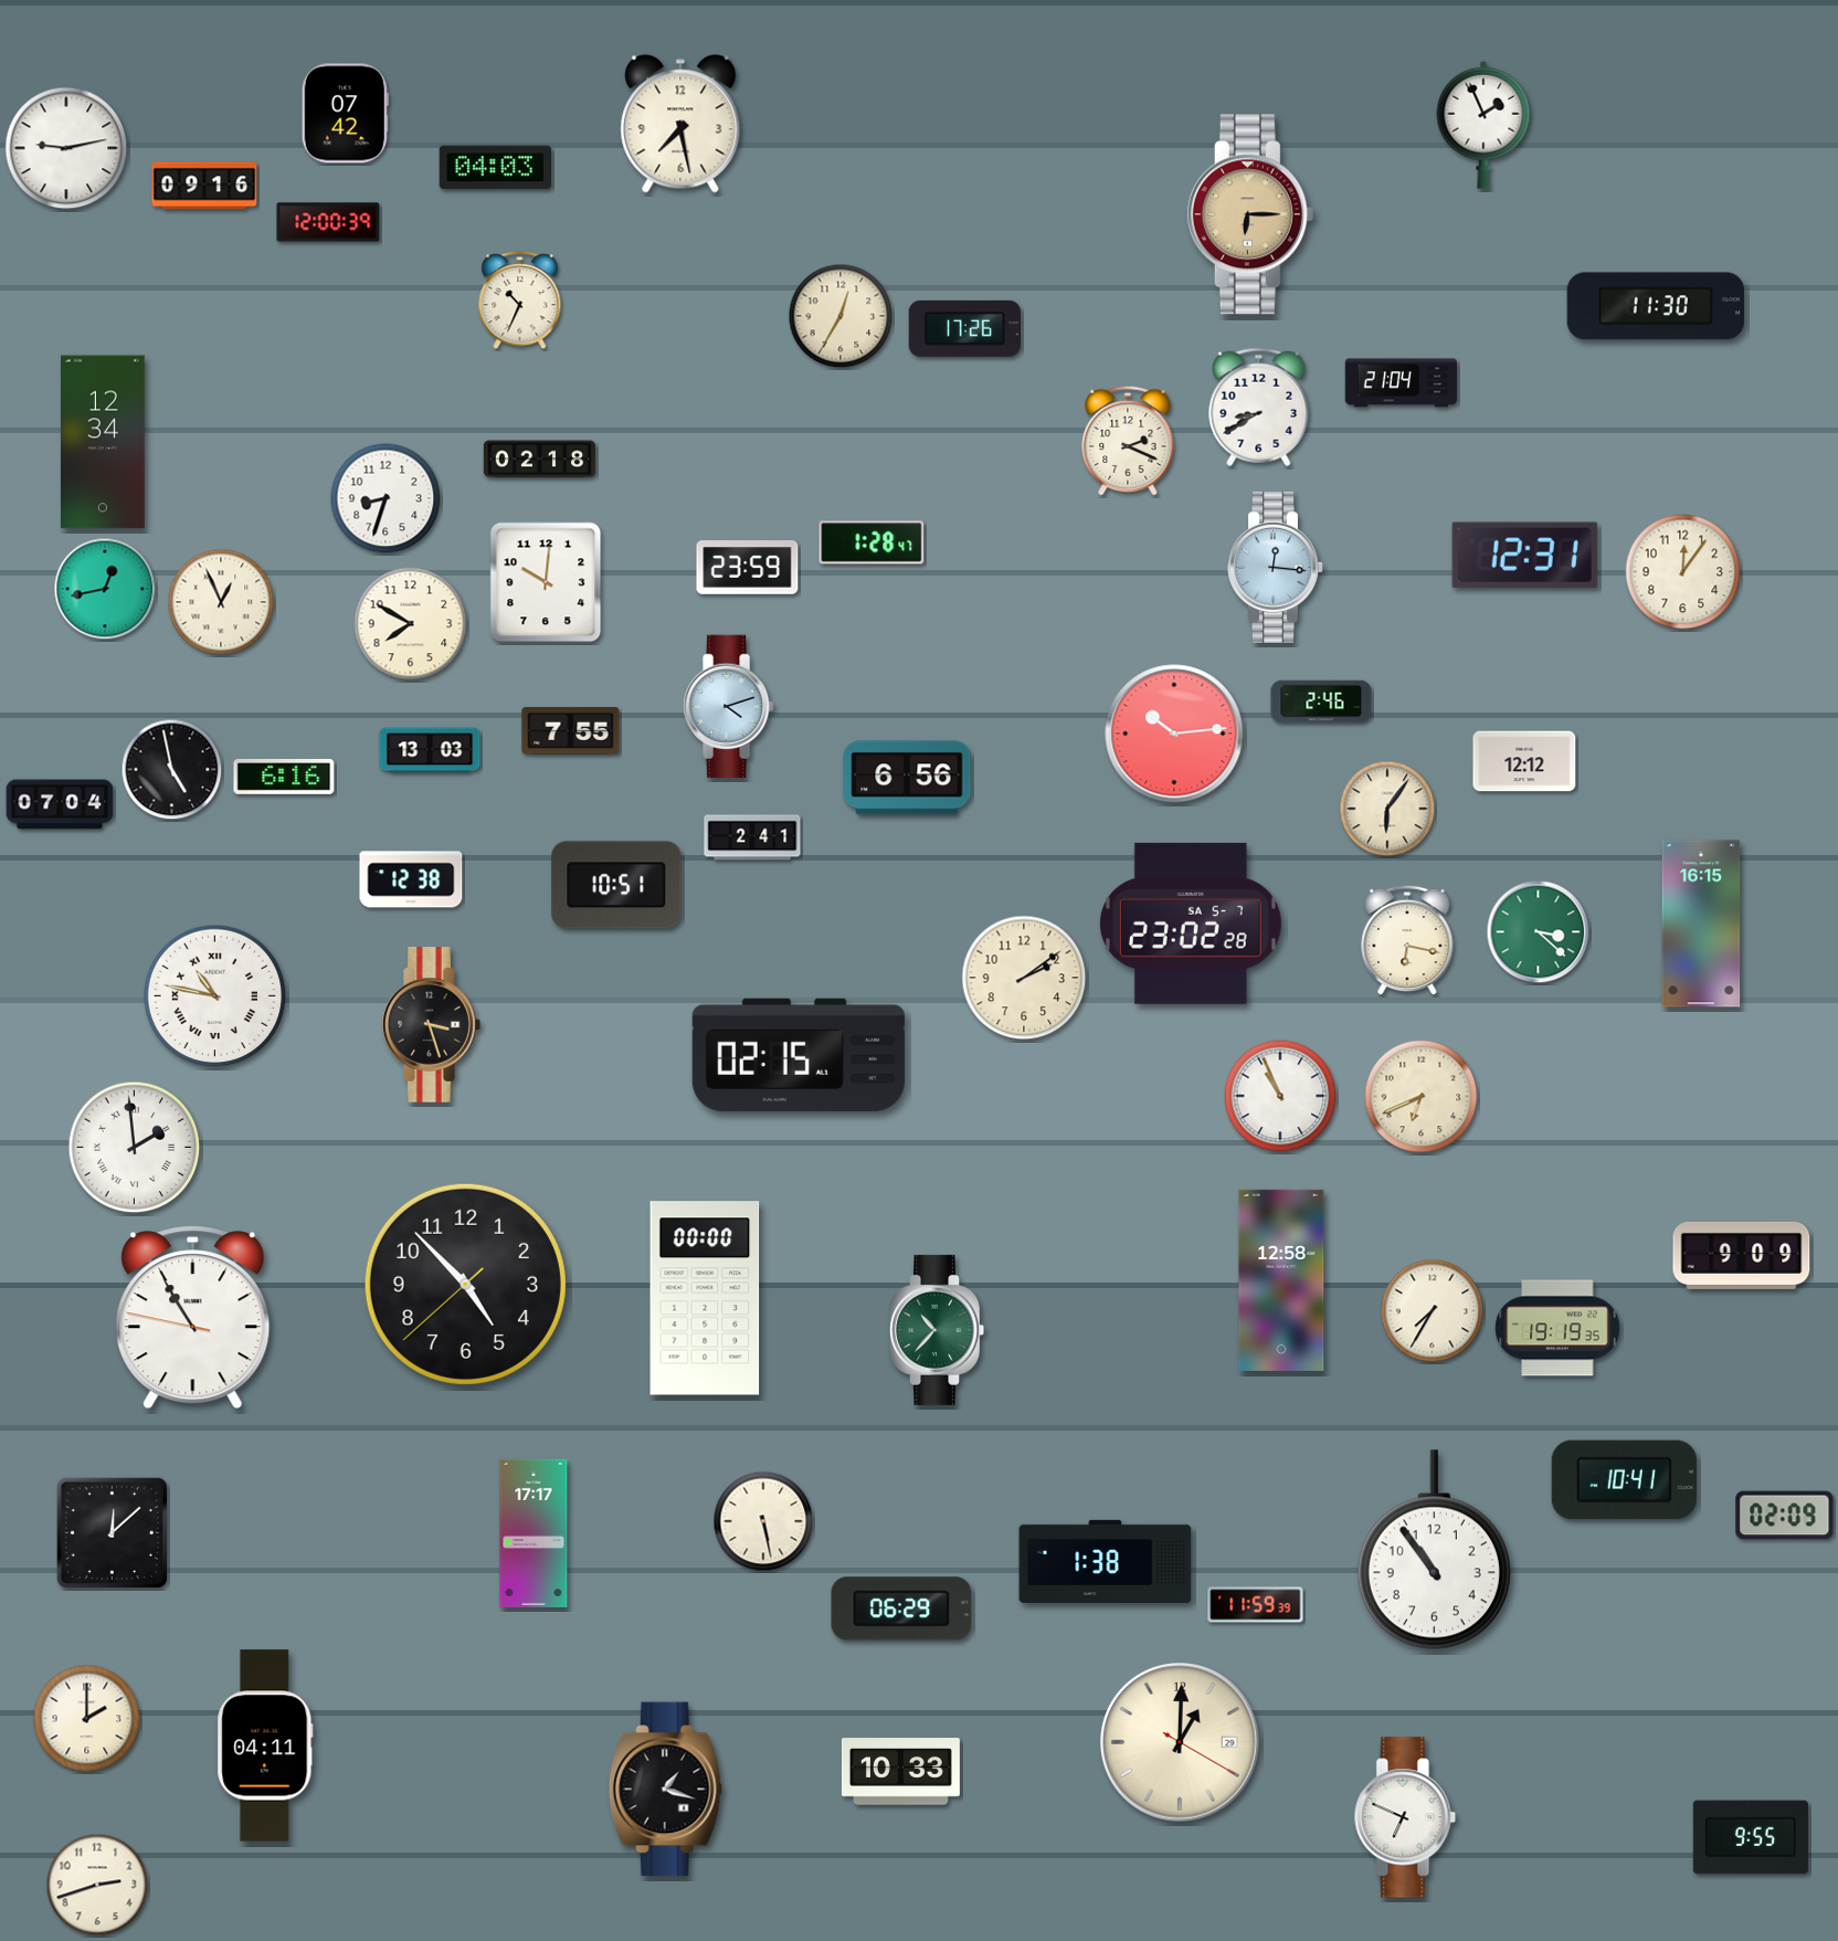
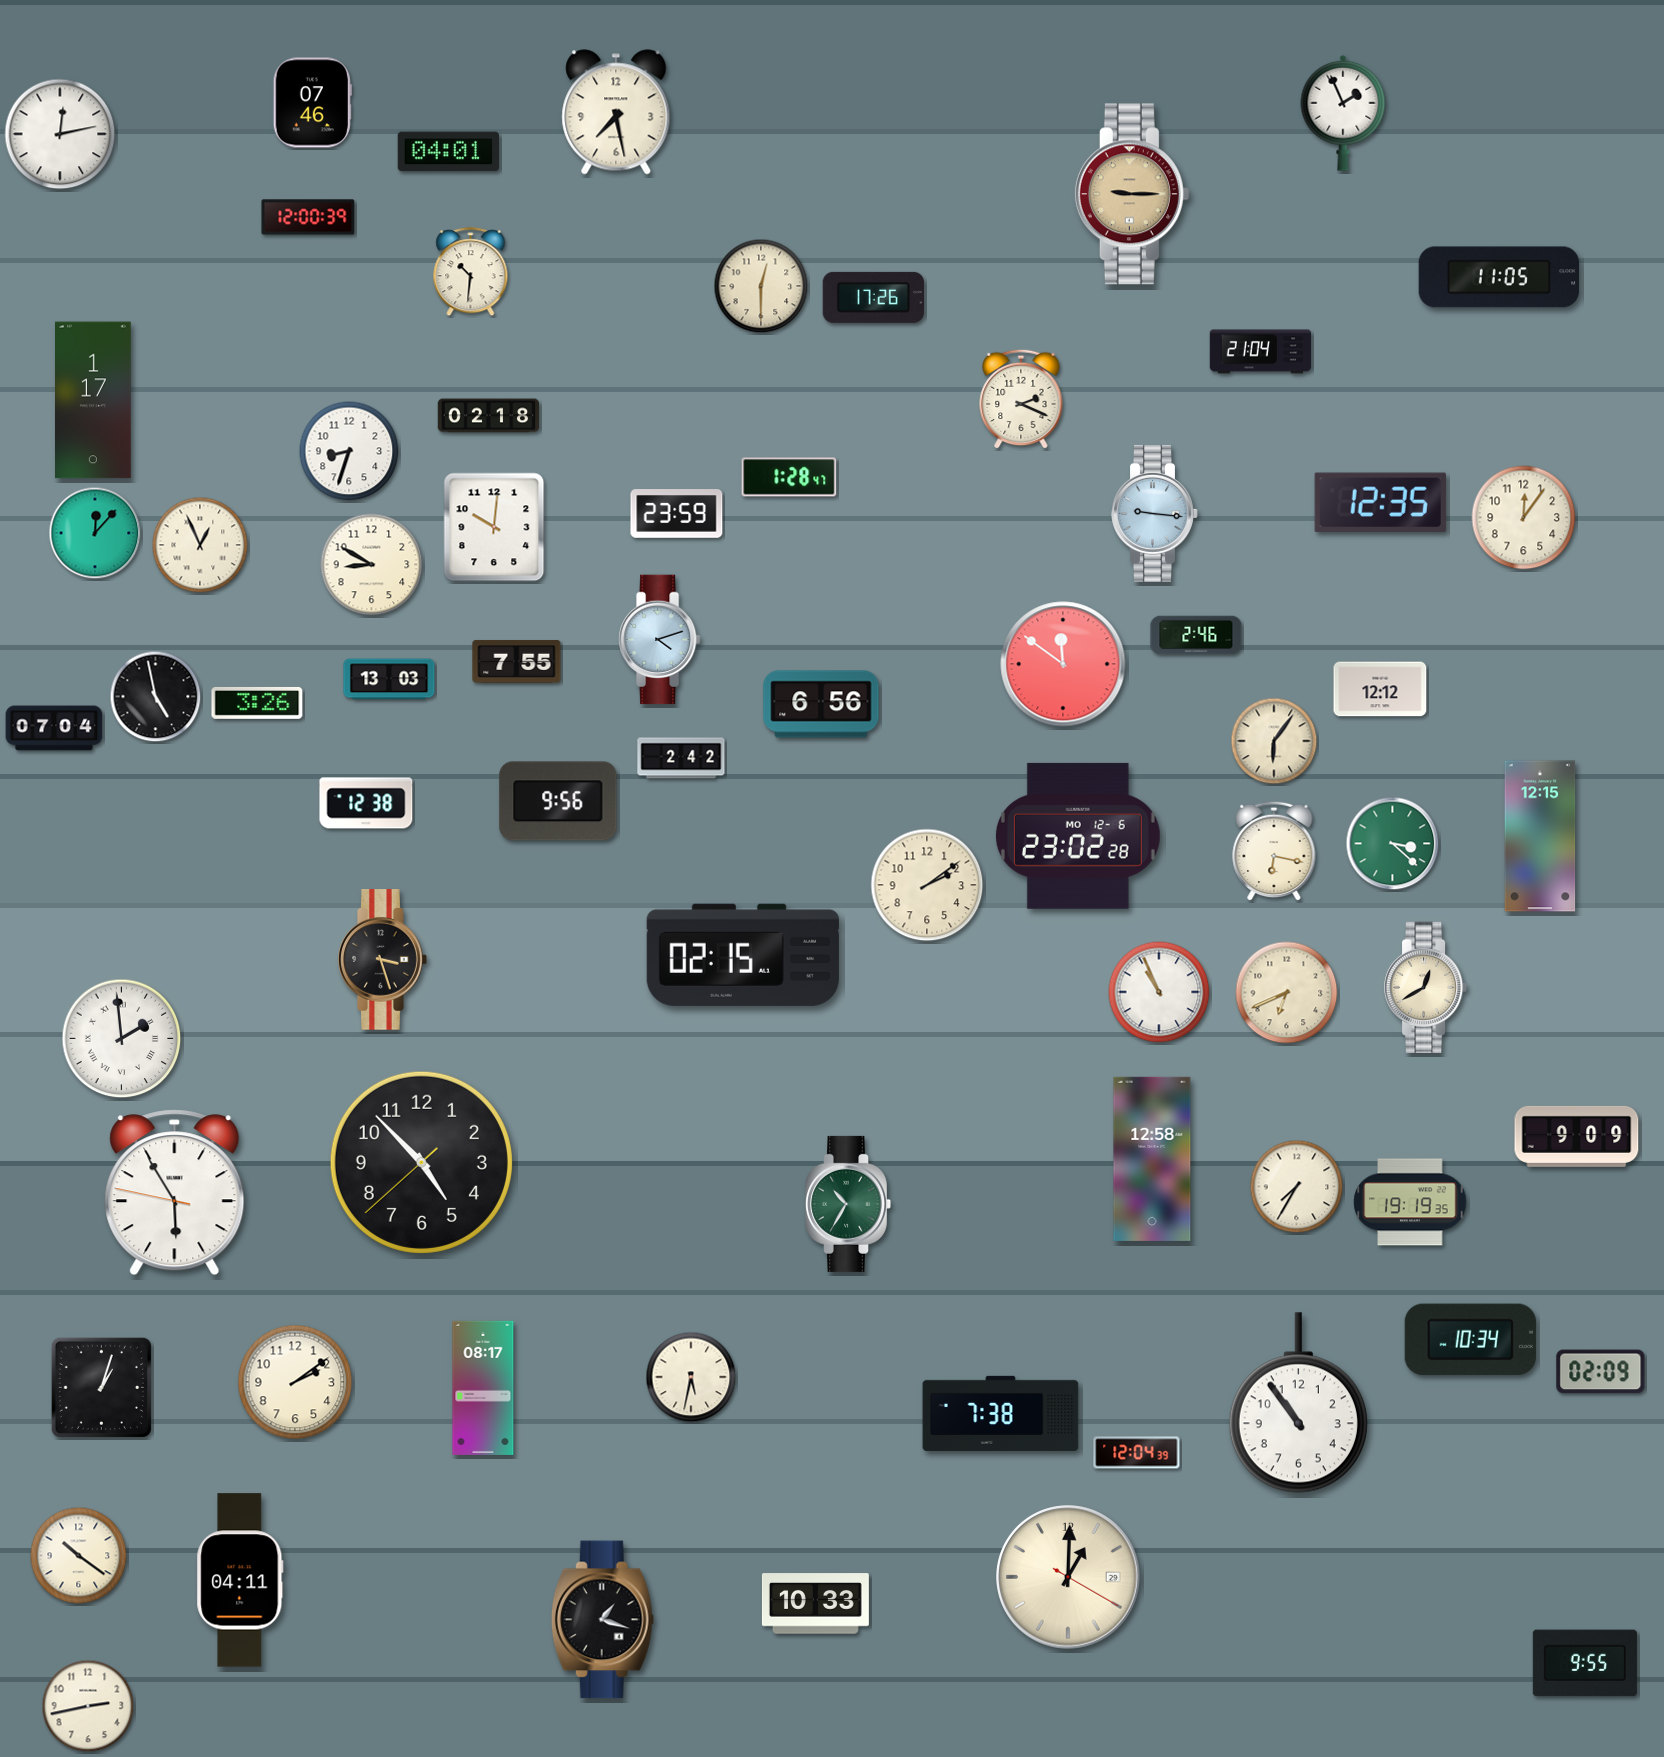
clock at (345, 114): 07:42 -> 07:46
clock at (66, 148): 9:13 -> 12:13
clock at (495, 168): 04:03 -> 04:01
clock at (204, 186): 09:16 -> none
clock at (1250, 214): 6:15 -> 9:15
clock at (328, 222) position: (328, 222) -> (308, 217)
clock at (520, 300): 10:34 -> 10:31
clock at (1656, 306): 11:30 -> 11:05
clock at (841, 316): 12:35 -> 12:30
clock at (1402, 383) position: (1402, 383) -> (1261, 352)
clock at (1259, 408): 8:40 -> none
clock at (104, 442): 12:34 -> 1:17
clock at (872, 542) position: (872, 542) -> (789, 477)
clock at (1524, 555): 12:31 -> 12:35
clock at (1276, 567): 12:16 -> 9:16
clock at (105, 589): 12:43 -> 12:07
clock at (411, 624): 7:50 -> 8:50
clock at (1174, 734): 10:14 -> 11:51
clock at (284, 777): 6:16 -> 3:26
clock at (1387, 809) position: (1387, 809) -> (1274, 741)
clock at (752, 837): 2:41 -> 2:42
clock at (411, 879) position: (411, 879) -> (366, 803)
clock at (616, 885): 10:51 -> 9:56
clock at (1191, 924) date: SA 5-7 -> MO 12-6
clock at (1701, 924): 16:15 -> 12:15
clock at (215, 996): 10:47 -> none
clock at (432, 1025) position: (432, 1025) -> (383, 960)
clock at (799, 1055) position: (799, 1055) -> (743, 955)
clock at (1427, 987): none -> 12:40
clock at (1281, 1280) position: (1281, 1280) -> (1152, 1159)
clock at (705, 1298): 00:00 -> none
clock at (193, 1318): 10:54 -> 5:54
clock at (937, 1330): 10:37 -> 10:35
clock at (1624, 1480): 10:41 -> 10:34
clock at (1785, 1516) position: (1785, 1516) -> (1601, 1372)
clock at (763, 1521): 5:28 -> 5:32
clock at (295, 1382): none -> 2:09
clock at (112, 1532): 12:08 -> 1:03
clock at (534, 1533): 17:17 -> 08:17
clock at (1106, 1561): 1:38 -> 7:38
clock at (1256, 1605): 11:59 -> 12:04
clock at (901, 1608): 06:29 -> none
clock at (87, 1719): 2:00 -> 10:21
clock at (1405, 1817): 6:49 -> none
clock at (97, 1885): 2:42 -> 2:43
